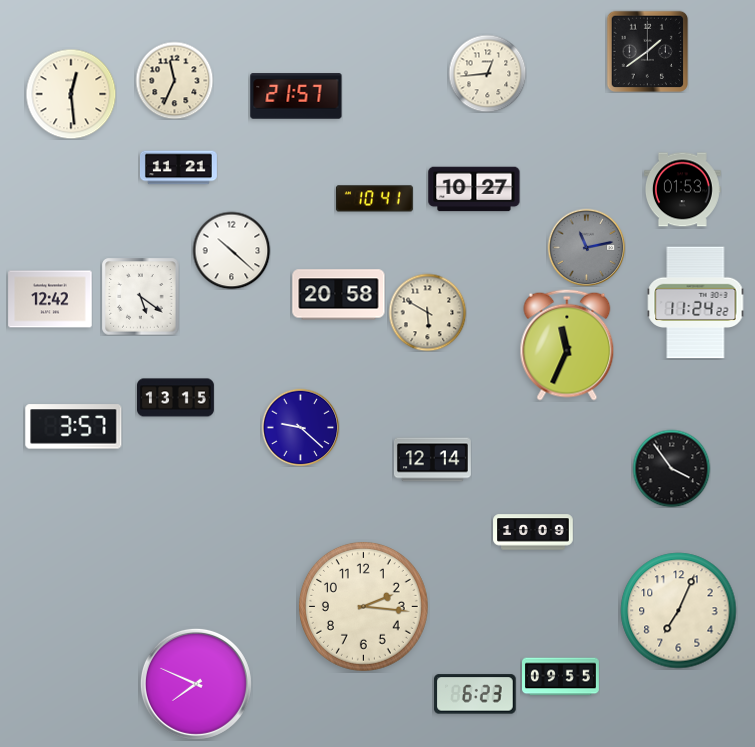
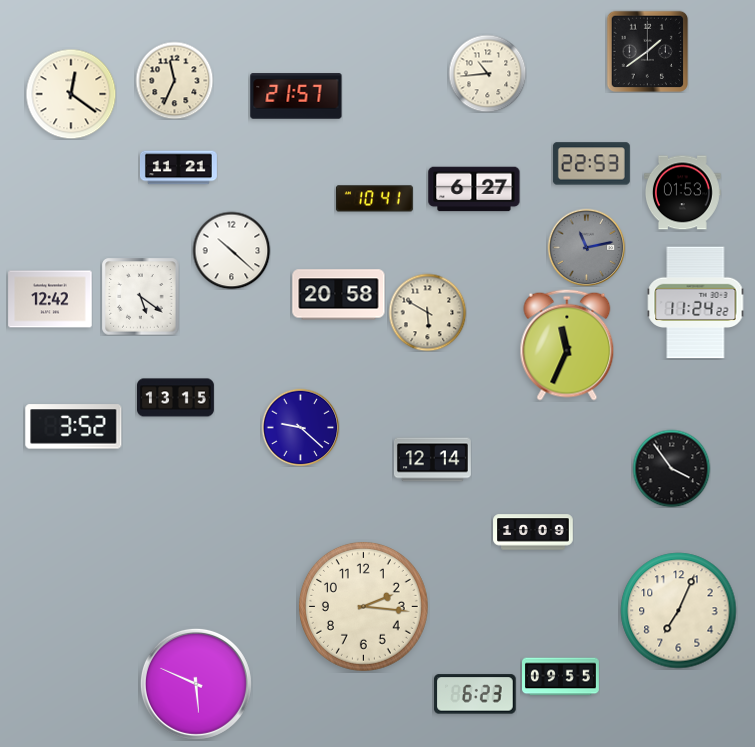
clock at (487, 73): 12:44 -> 10:44
clock at (71, 94): 12:29 -> 12:21
clock at (591, 164): none -> 22:53
clock at (474, 189): 10:27 -> 6:27
clock at (682, 190) position: (682, 190) -> (682, 193)
clock at (74, 427): 3:57 -> 3:52
clock at (196, 684): 7:49 -> 5:49
